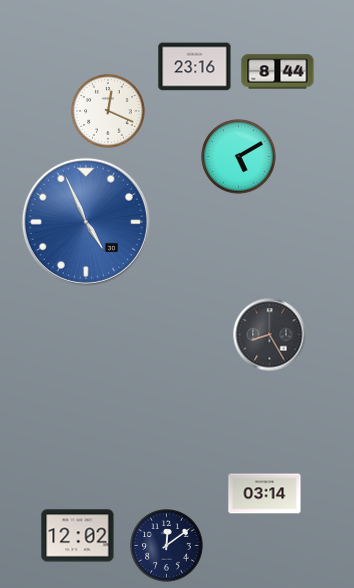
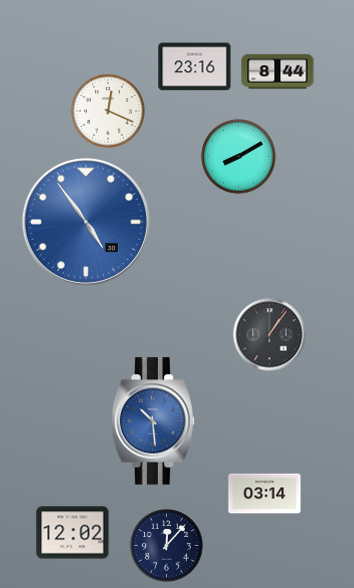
clock at (239, 157): 5:10 -> 8:10
clock at (86, 222): 4:56 -> 4:54
clock at (270, 335): 8:25 -> 1:06
clock at (152, 421): none -> 10:29
clock at (78, 536) position: (78, 536) -> (73, 533)
clock at (167, 546): 12:09 -> 12:07
